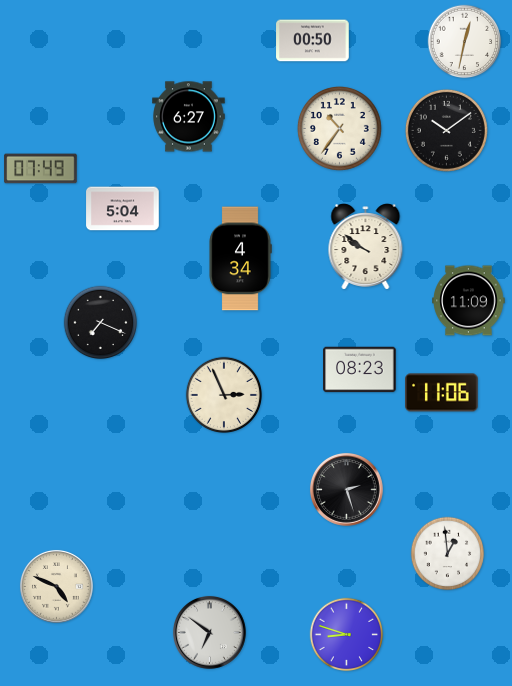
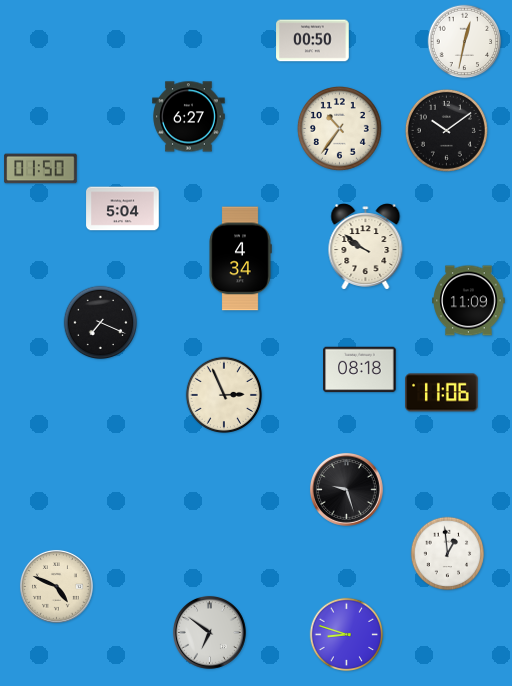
clock at (41, 169): 07:49 -> 01:50
clock at (360, 370): 08:23 -> 08:18
clock at (346, 489): 2:27 -> 9:27
